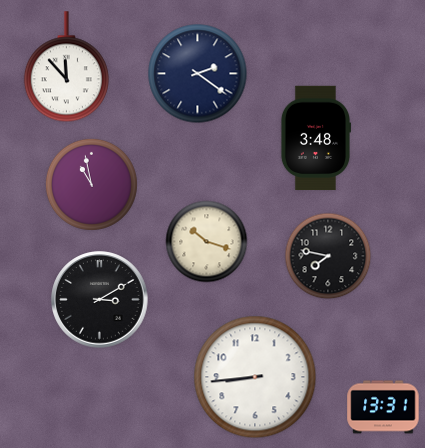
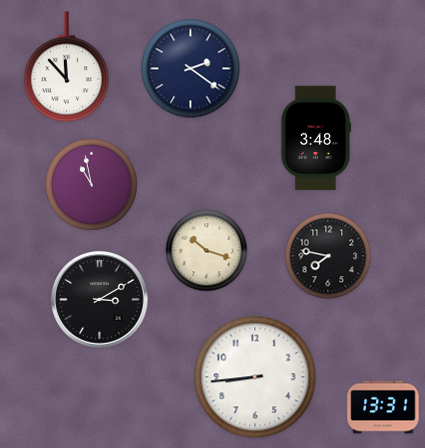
clock at (198, 74) position: (198, 74) -> (191, 69)
clock at (207, 242) position: (207, 242) -> (207, 251)
